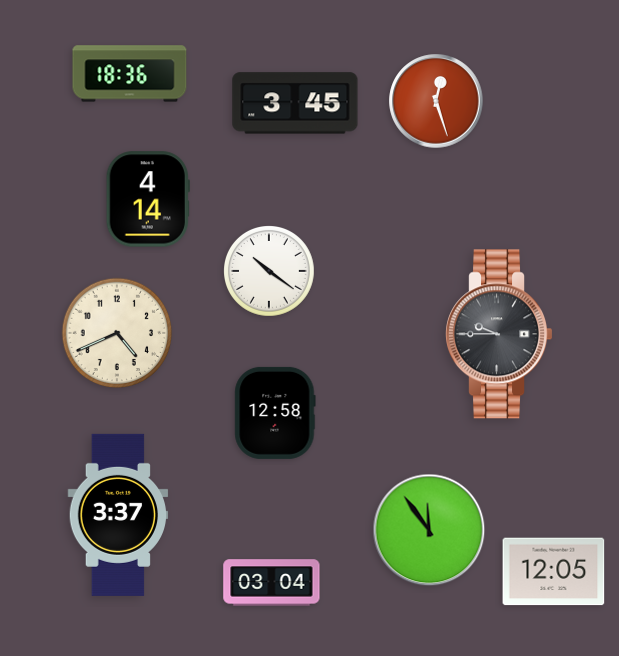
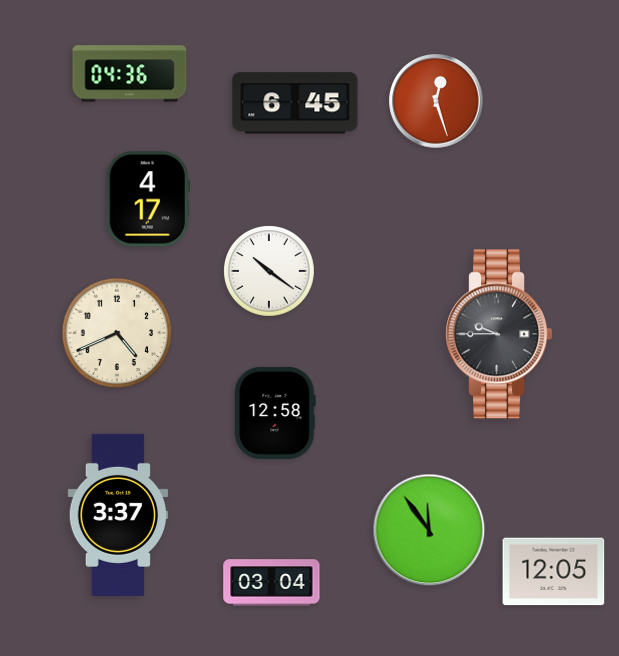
clock at (130, 74): 18:36 -> 04:36
clock at (295, 103): 3:45 -> 6:45
clock at (148, 199): 4:14 -> 4:17
